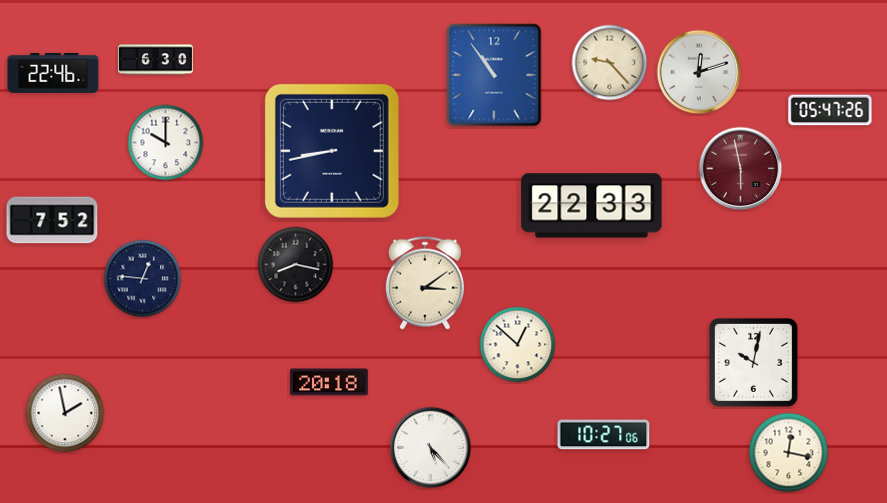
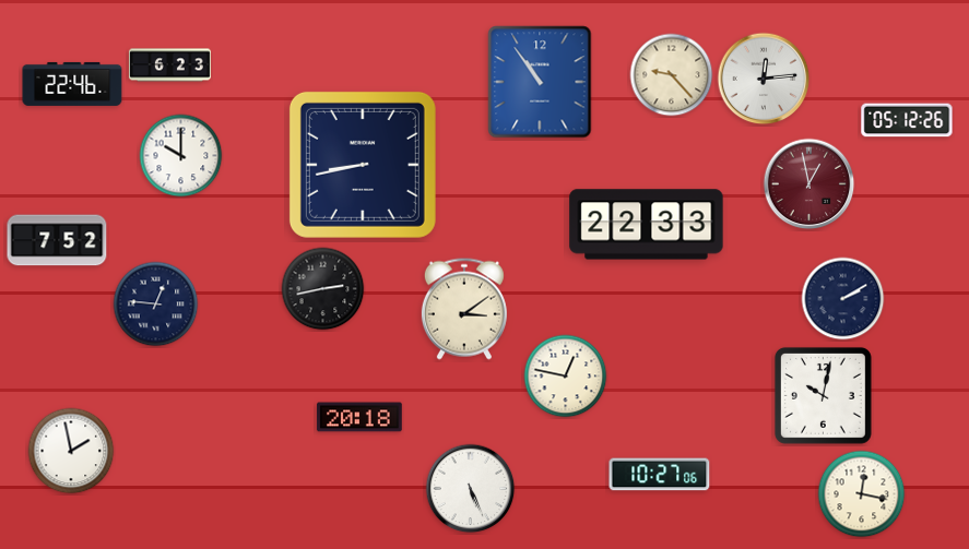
clock at (155, 60): 6:30 -> 6:23
clock at (610, 63) position: (610, 63) -> (672, 75)
clock at (699, 72): 12:12 -> 12:14
clock at (53, 73) position: (53, 73) -> (72, 84)
clock at (830, 110): 05:47 -> 05:12
clock at (741, 169): 5:58 -> 12:58
clock at (296, 265): 8:17 -> 2:43
clock at (843, 299): none -> 2:10
clock at (518, 345): 12:52 -> 12:47
clock at (431, 448): 5:23 -> 5:26
